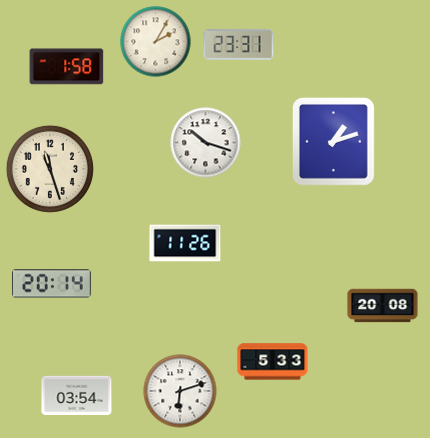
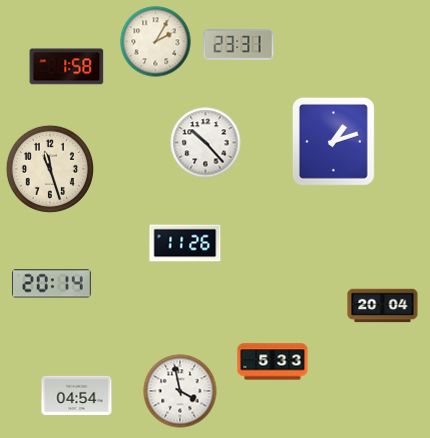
clock at (206, 143): 10:18 -> 10:23
clock at (383, 306): 20:08 -> 20:04
clock at (180, 391): 6:12 -> 3:58
clock at (77, 395): 03:54 -> 04:54
